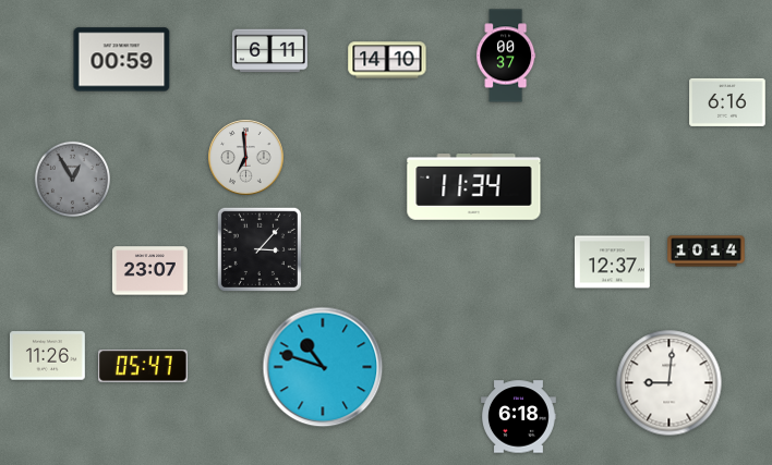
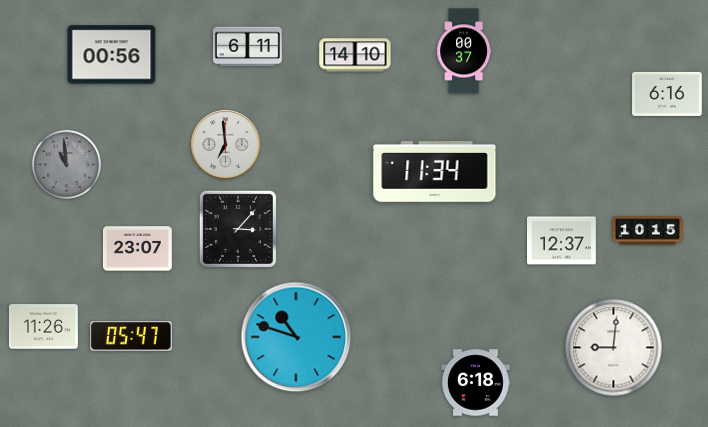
clock at (122, 60): 00:59 -> 00:56
clock at (72, 179): 12:55 -> 10:59
clock at (707, 252): 10:14 -> 10:15
clock at (670, 383) position: (670, 383) -> (614, 348)
